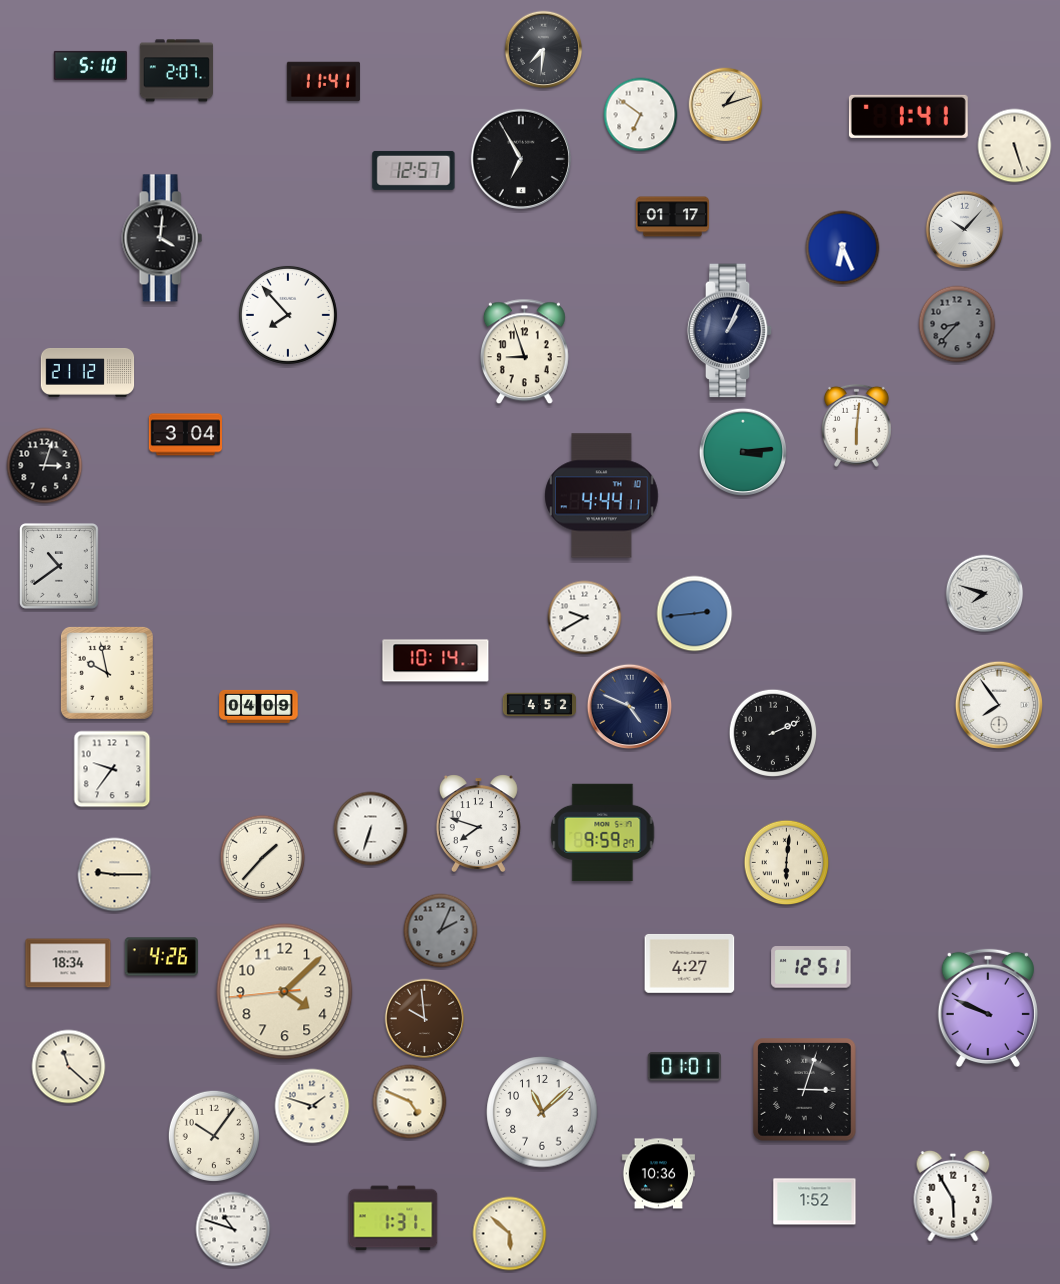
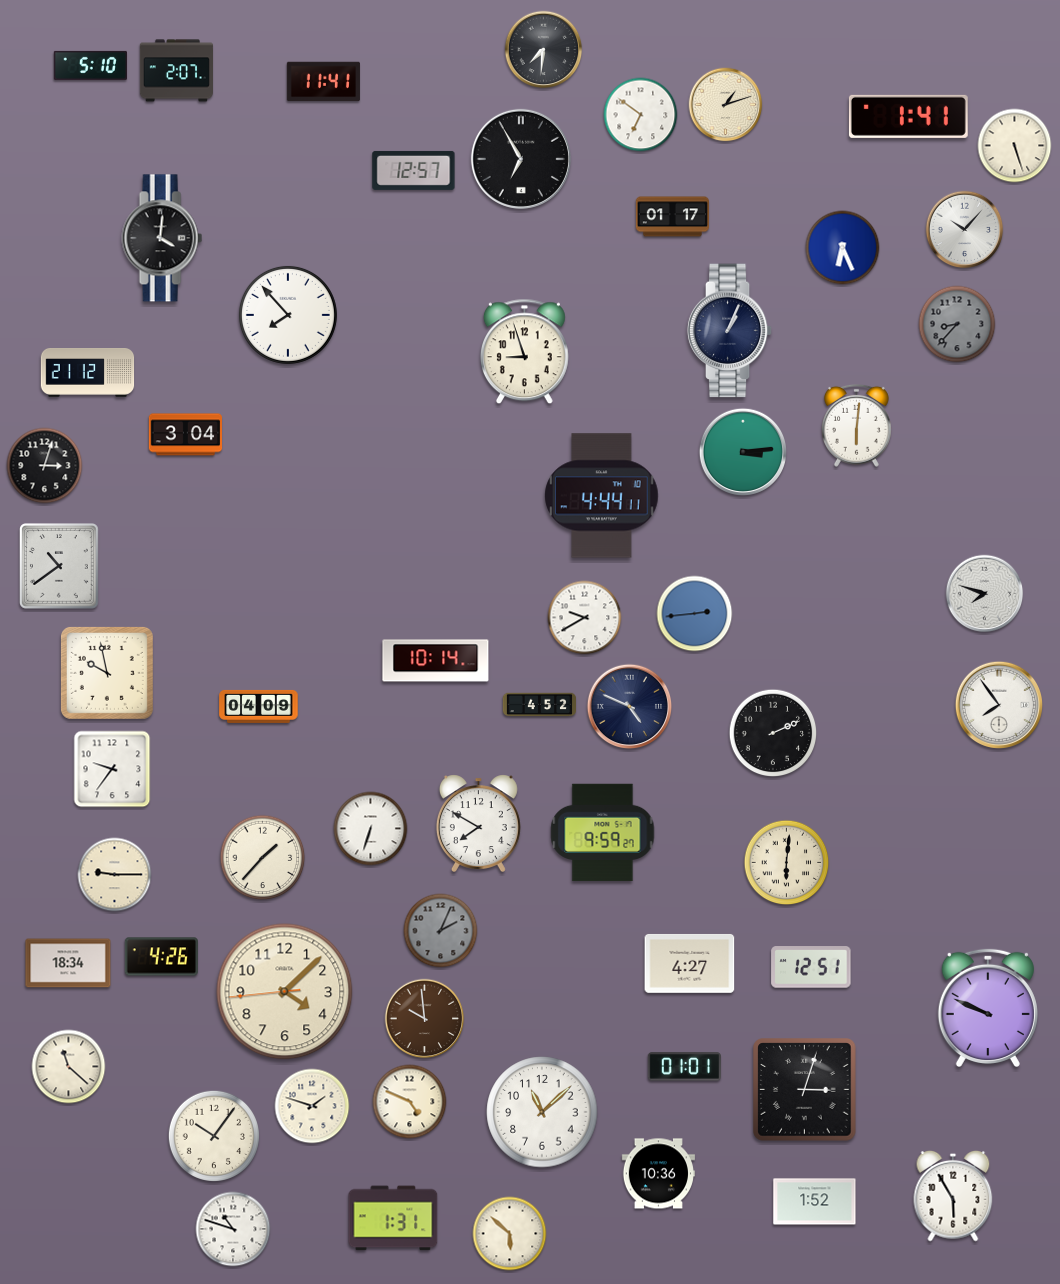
clock at (478, 823): 7:48 -> 7:50
